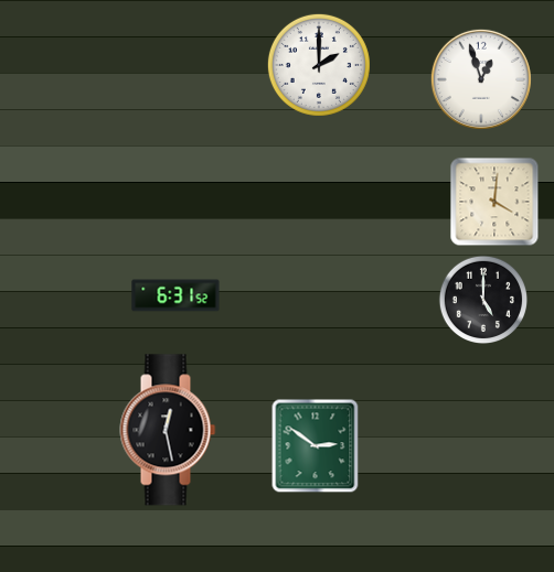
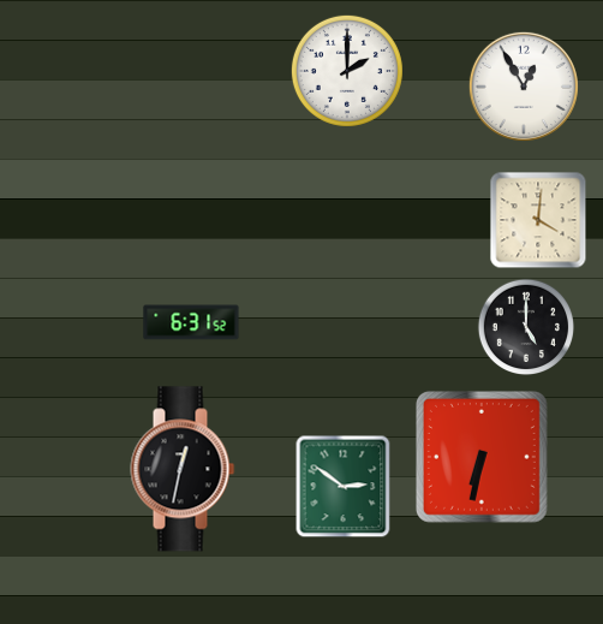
clock at (481, 79): 12:57 -> 12:55
clock at (482, 457): none -> 6:32
clock at (168, 430): 12:28 -> 12:32
